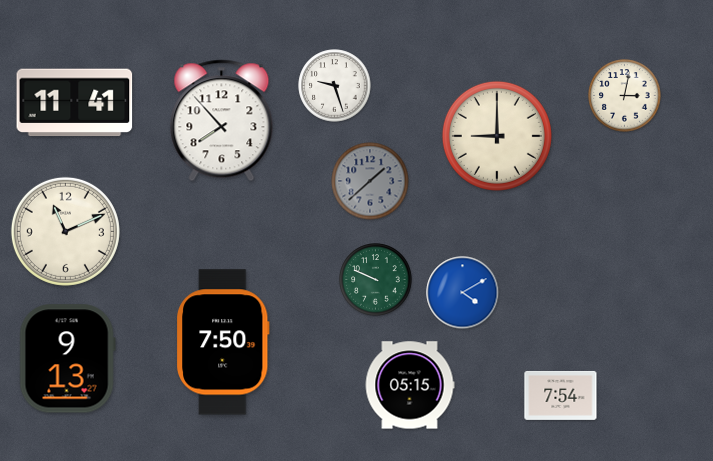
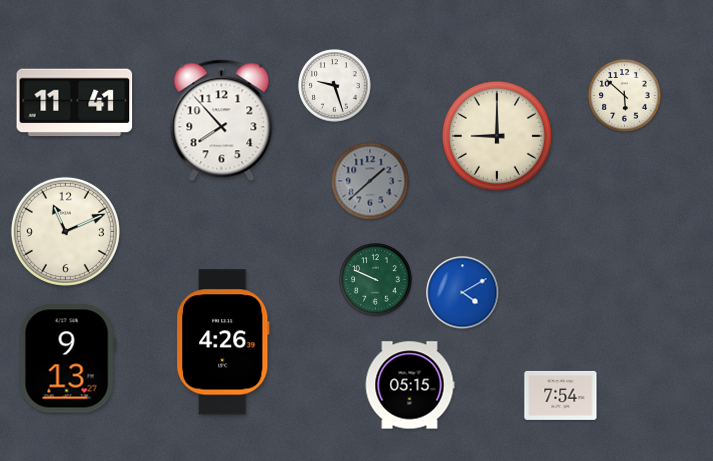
clock at (625, 96): 3:02 -> 5:52
clock at (224, 342): 7:50 -> 4:26
